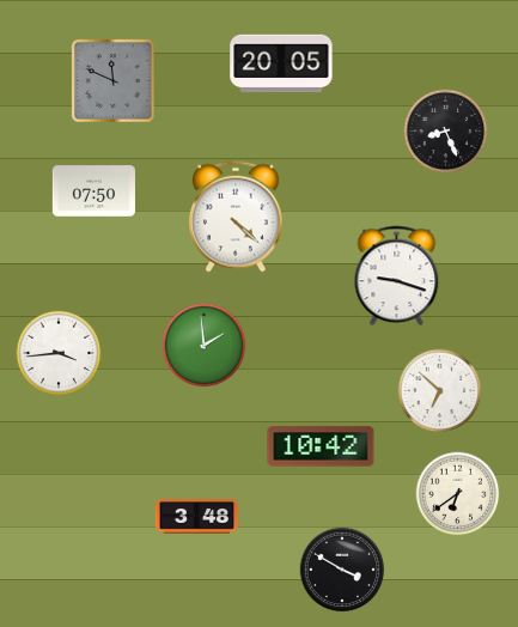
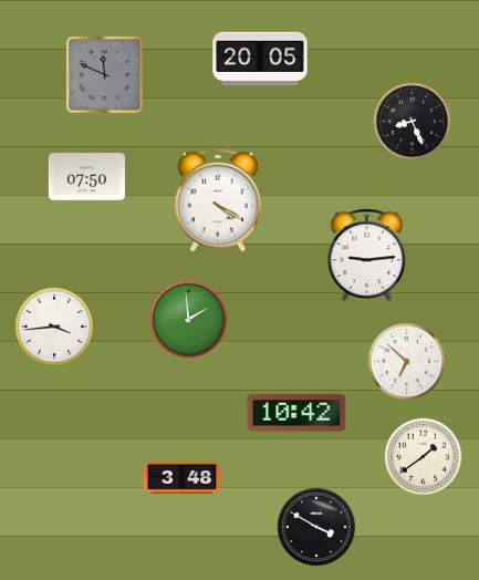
clock at (237, 217): 4:22 -> 4:20
clock at (397, 276): 9:18 -> 9:14
clock at (458, 494): 6:39 -> 1:39
